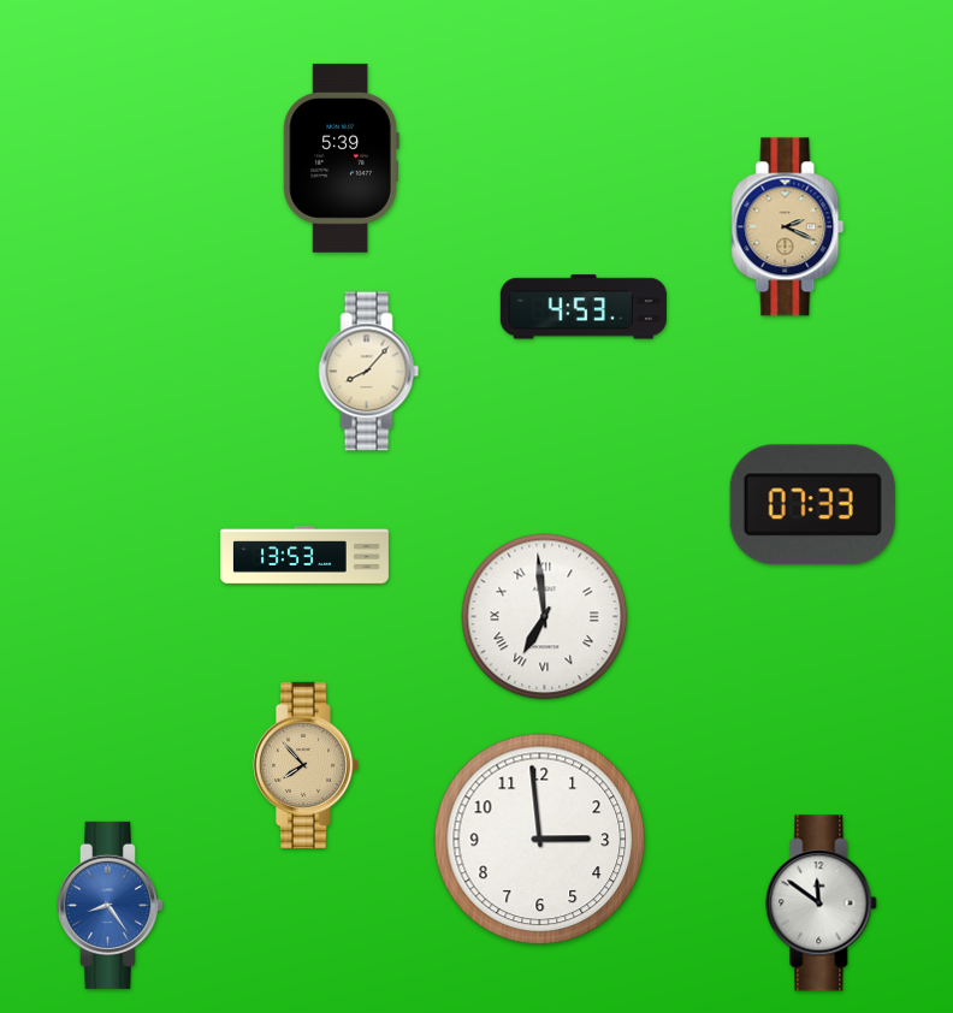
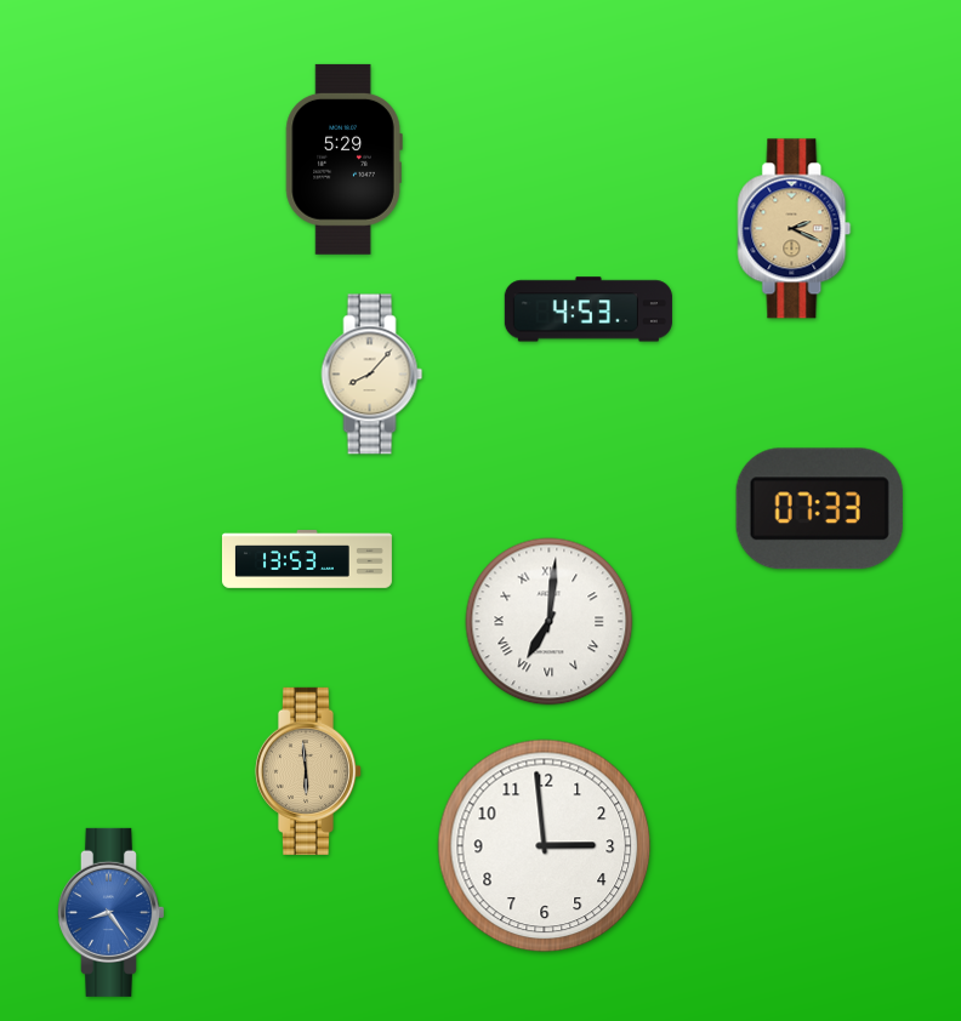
clock at (341, 158): 5:39 -> 5:29
clock at (545, 617): 6:59 -> 7:01
clock at (306, 765): 7:53 -> 5:59
clock at (822, 904): 11:51 -> none
